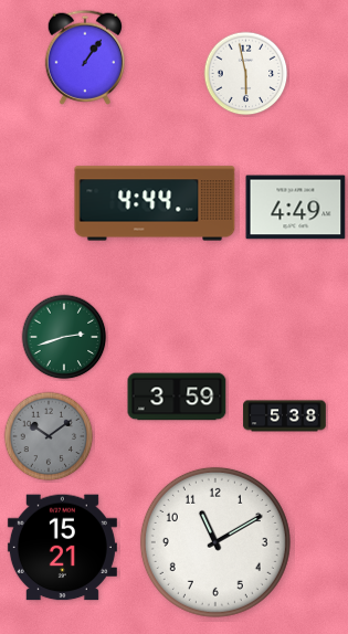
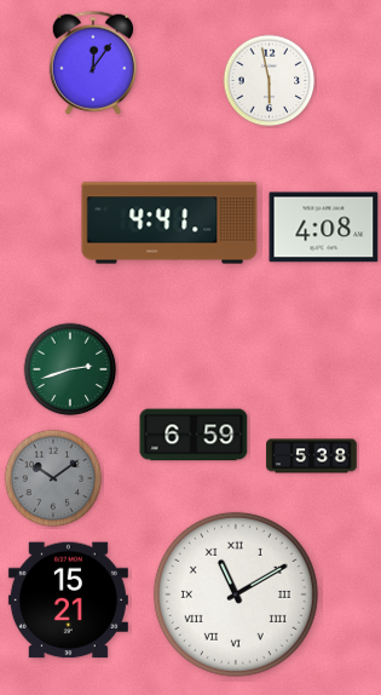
clock at (84, 57): 1:06 -> 12:06
clock at (155, 203): 4:44 -> 4:41
clock at (296, 208): 4:49 -> 4:08
clock at (177, 397): 3:59 -> 6:59
clock at (215, 542) numerals: Arabic -> Roman
